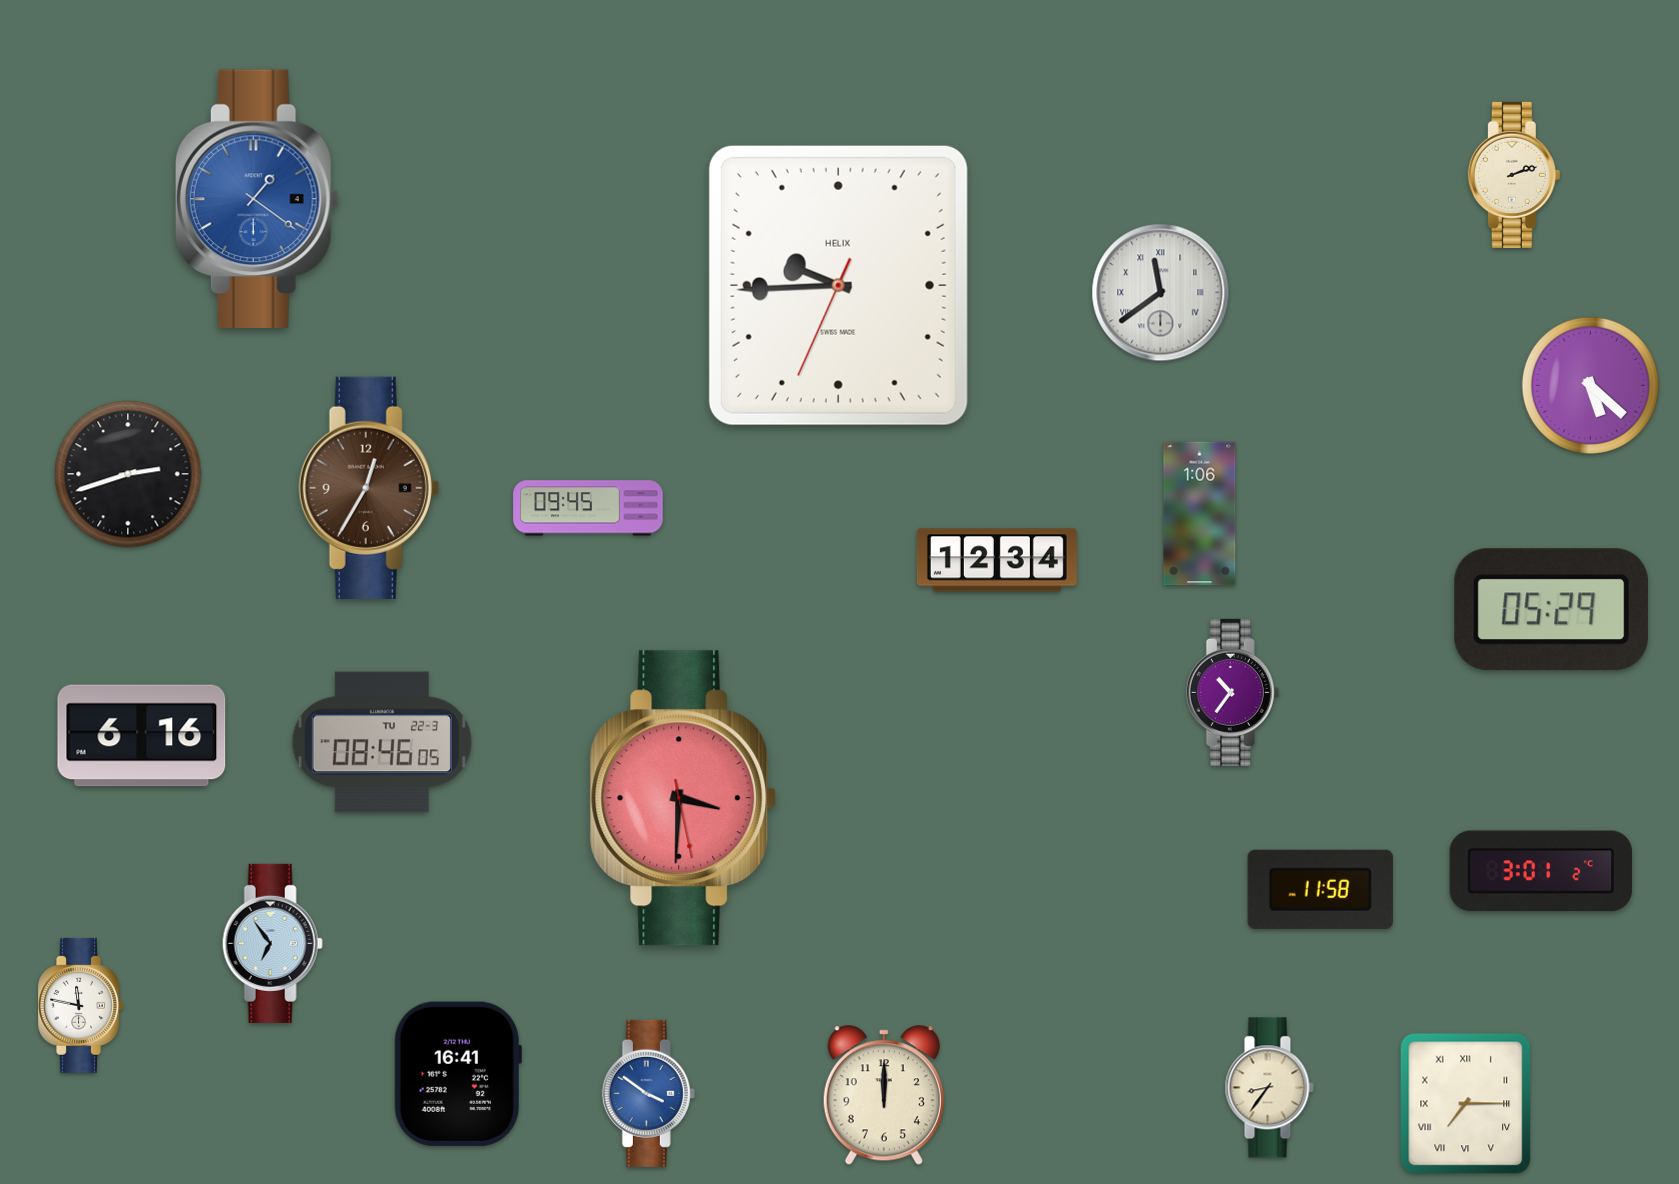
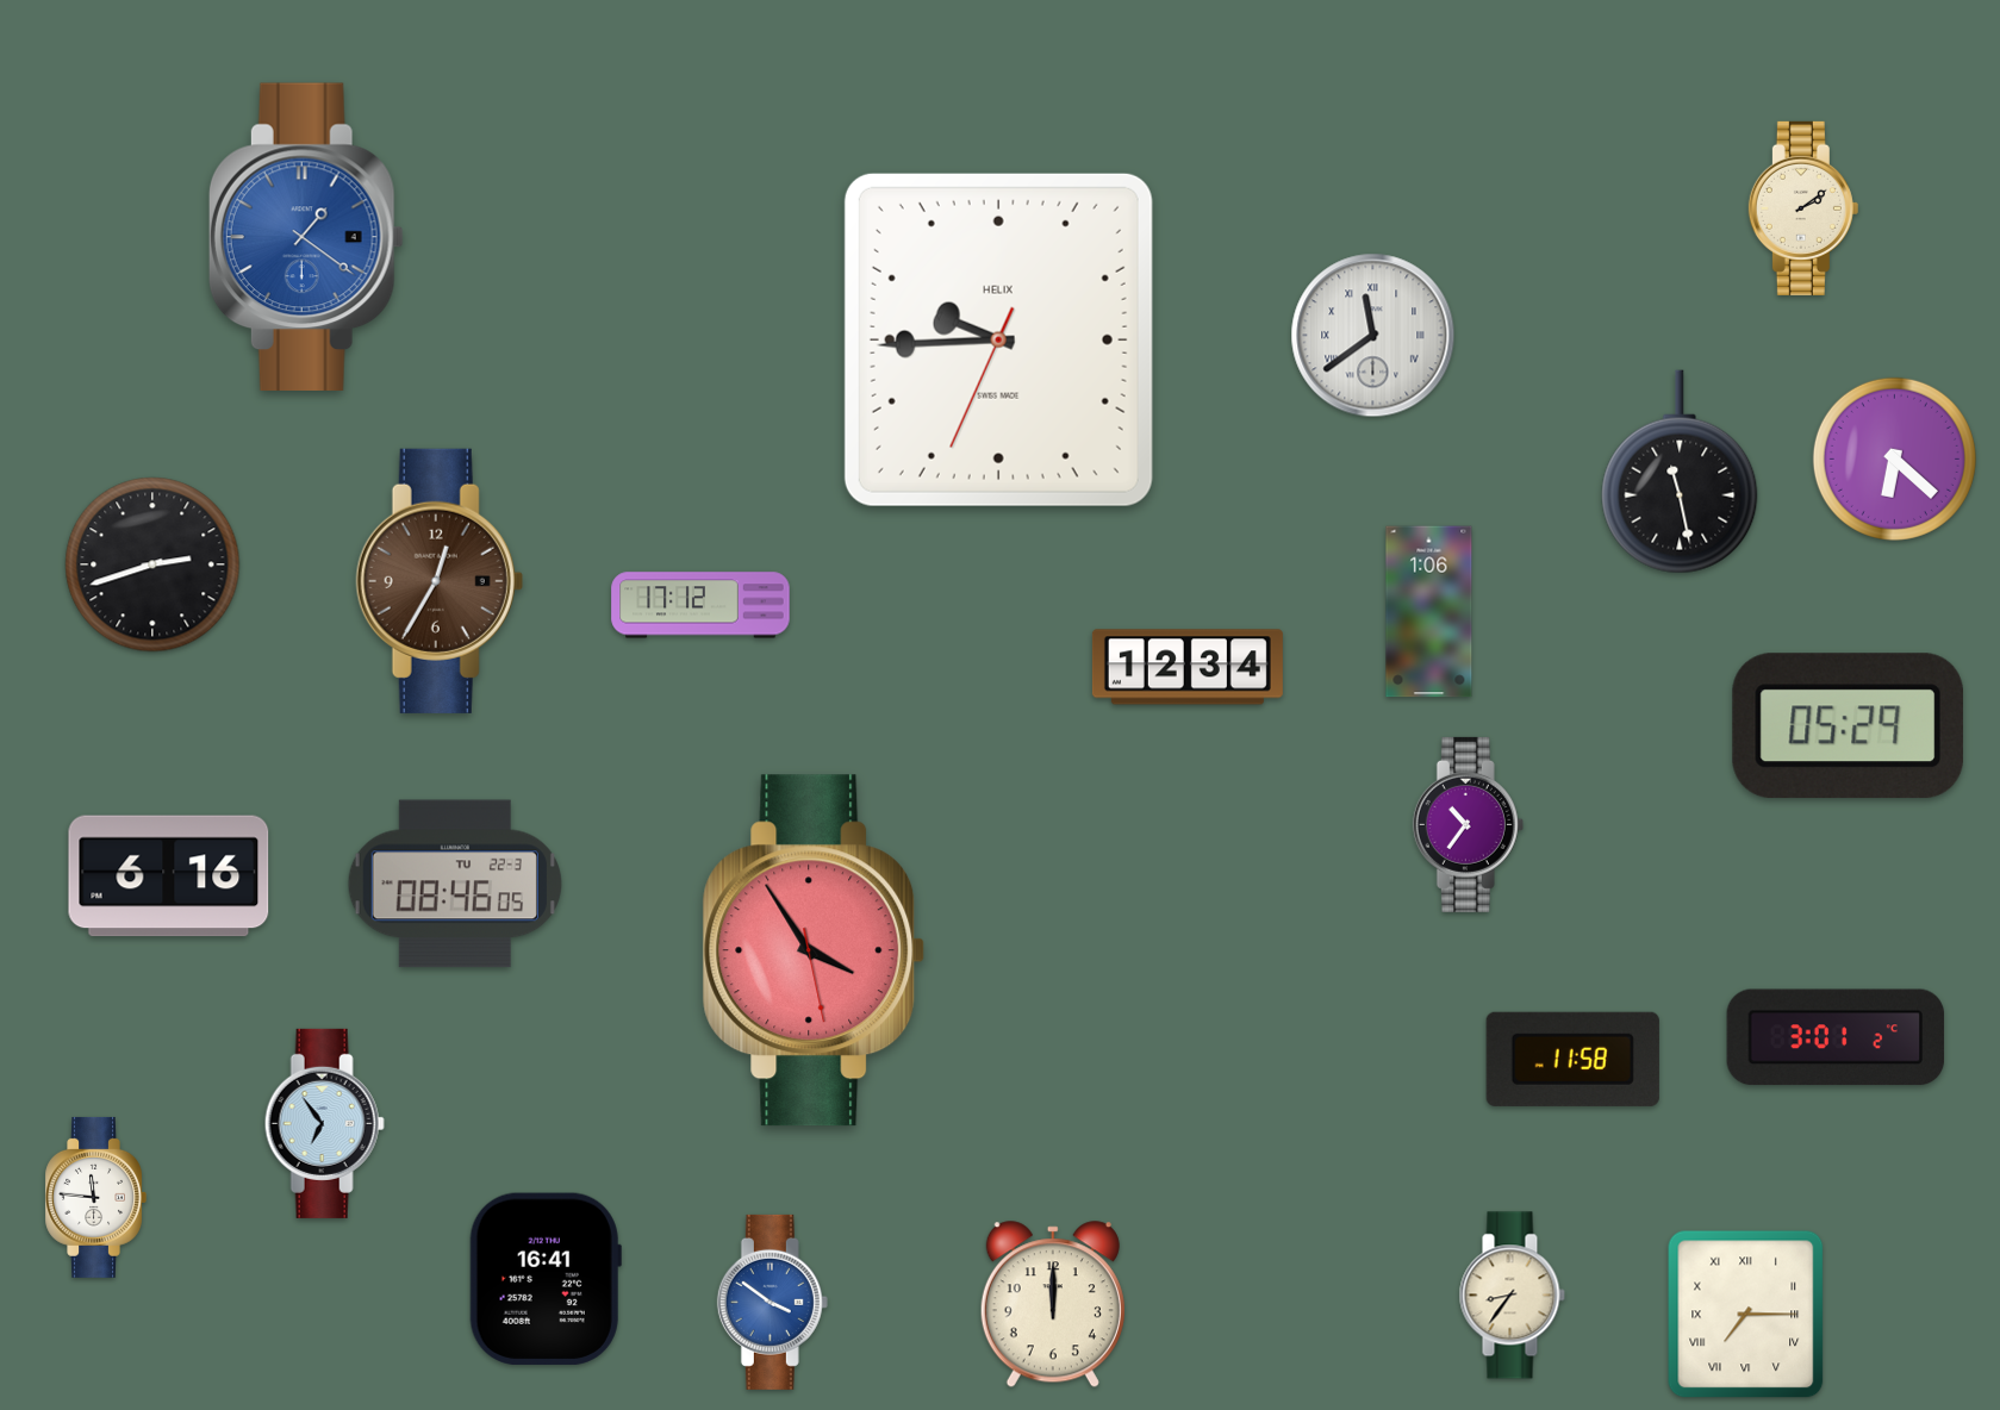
clock at (1514, 175): 2:12 -> 2:09
clock at (1161, 293) position: (1161, 293) -> (1373, 336)
clock at (1590, 385): 5:22 -> 6:22
clock at (1680, 472): none -> 11:28
clock at (588, 508): 09:45 -> 17:12
clock at (683, 798): 3:30 -> 3:54
clock at (80, 1005): 11:47 -> 11:46
